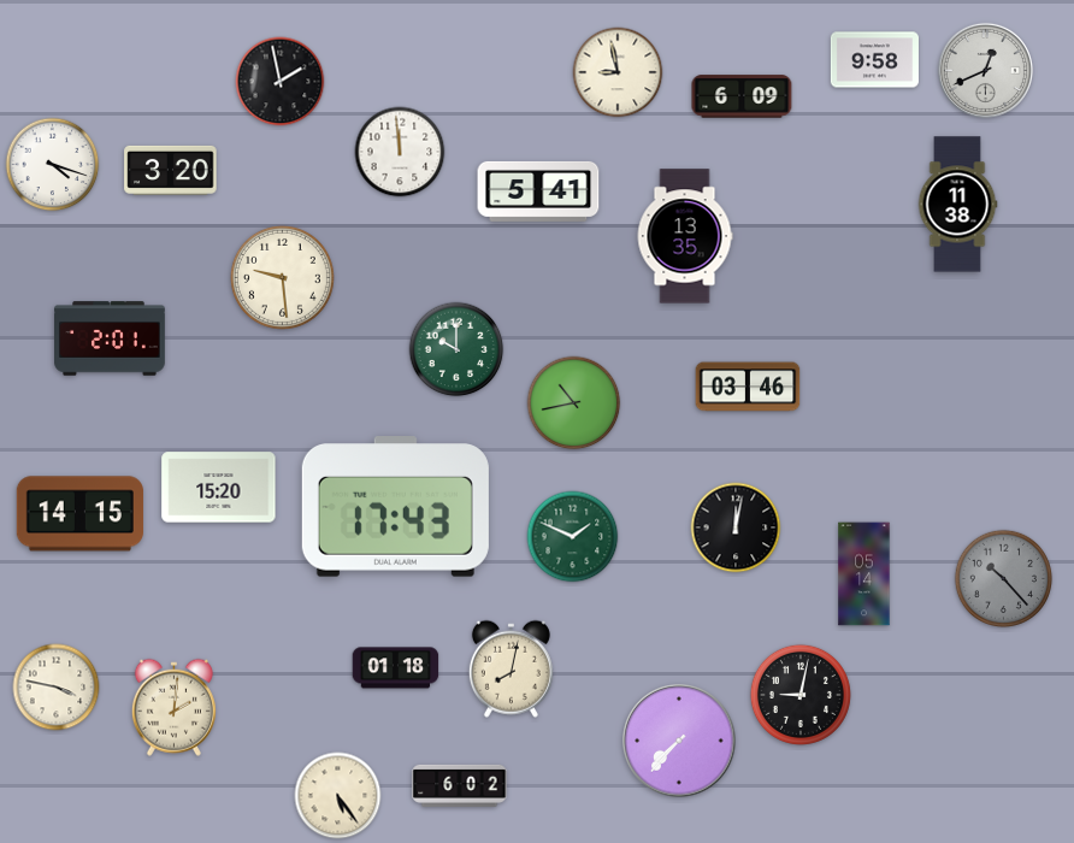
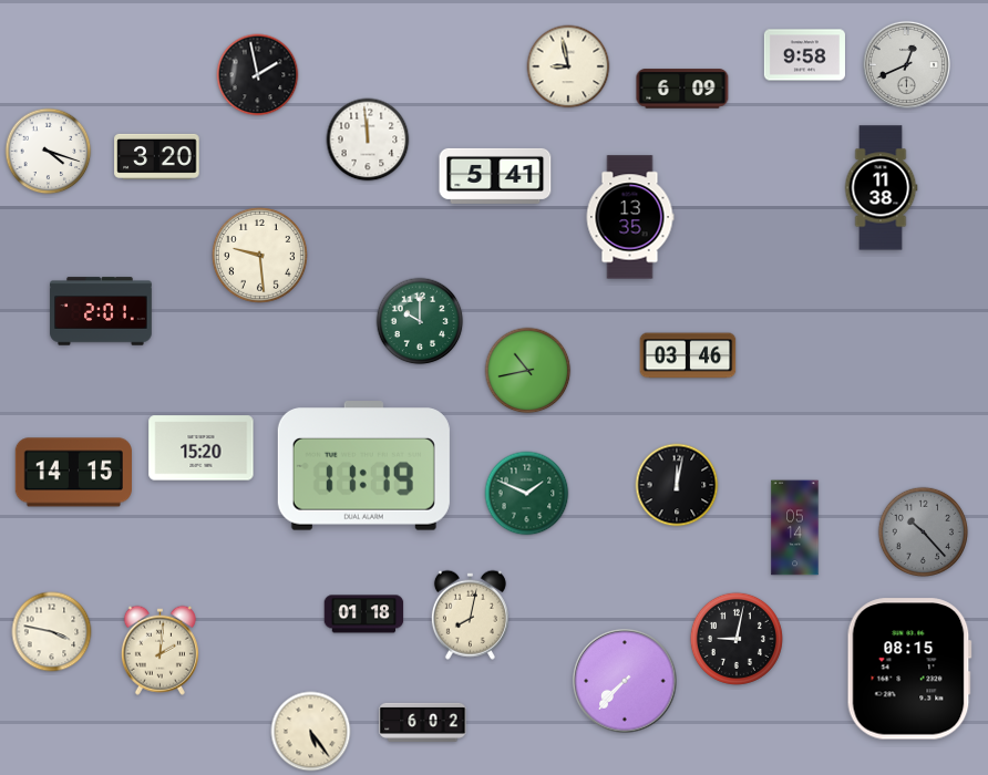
clock at (395, 507): 17:43 -> 11:19
clock at (909, 669): none -> 08:15
